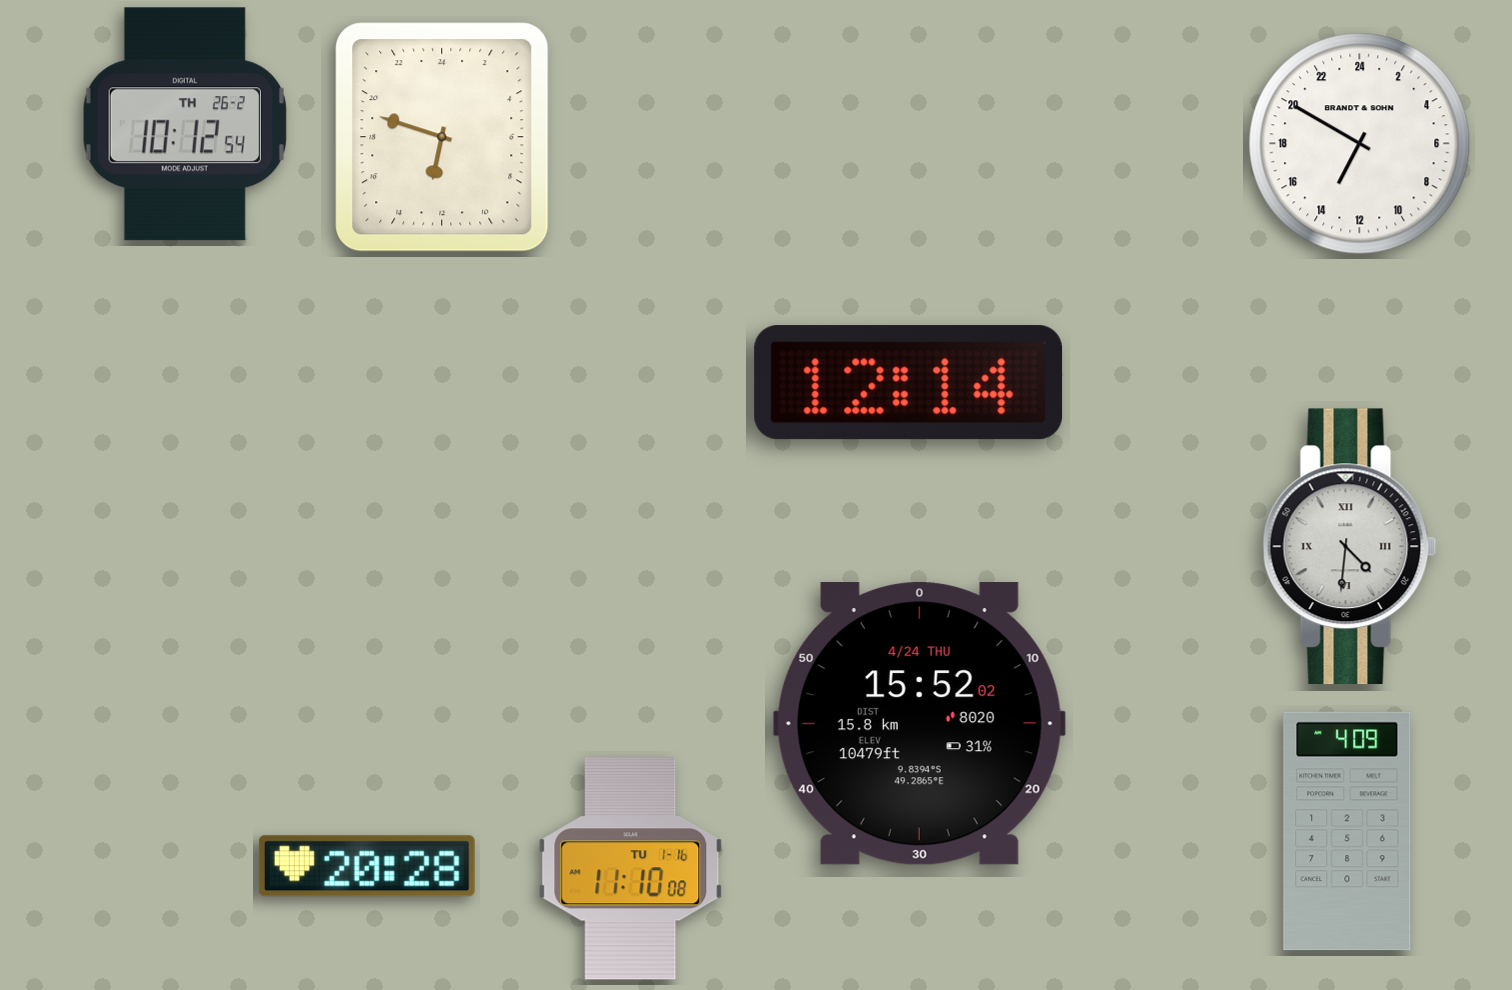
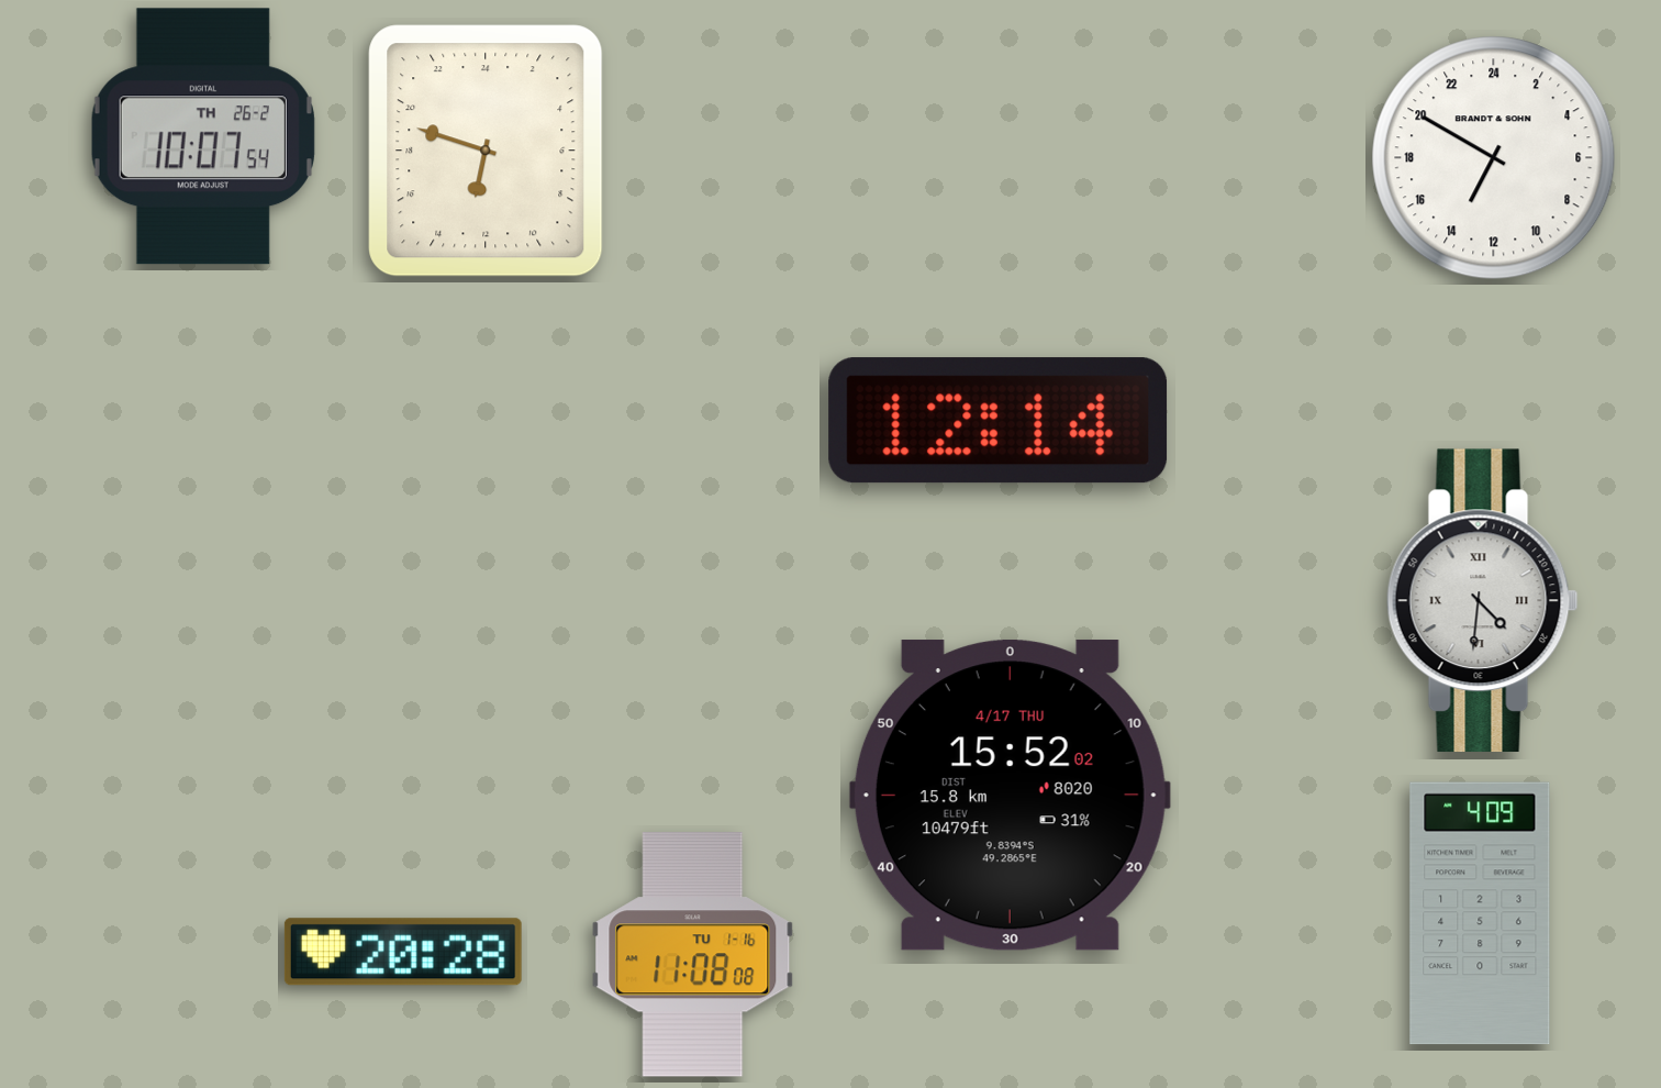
clock at (185, 124): 10:12 -> 10:07
clock at (919, 724) date: 4/24 THU -> 4/17 THU
clock at (631, 869): 11:10 -> 11:08
